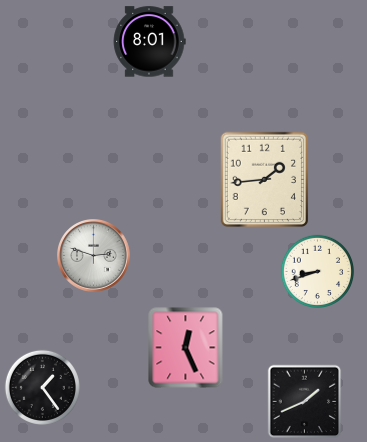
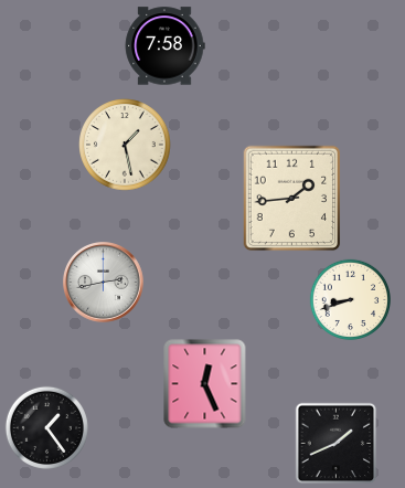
clock at (149, 42): 8:01 -> 7:58
clock at (125, 145): none -> 1:28
clock at (94, 256): 2:48 -> 2:43
